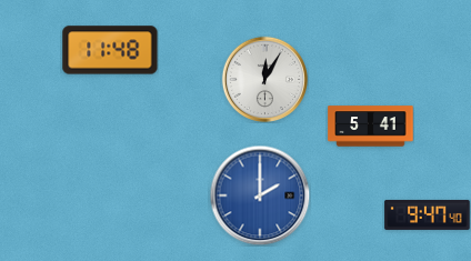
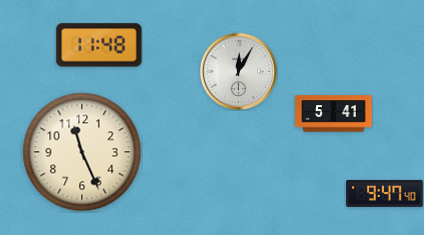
clock at (82, 152): none -> 11:26
clock at (260, 195): 2:00 -> none
